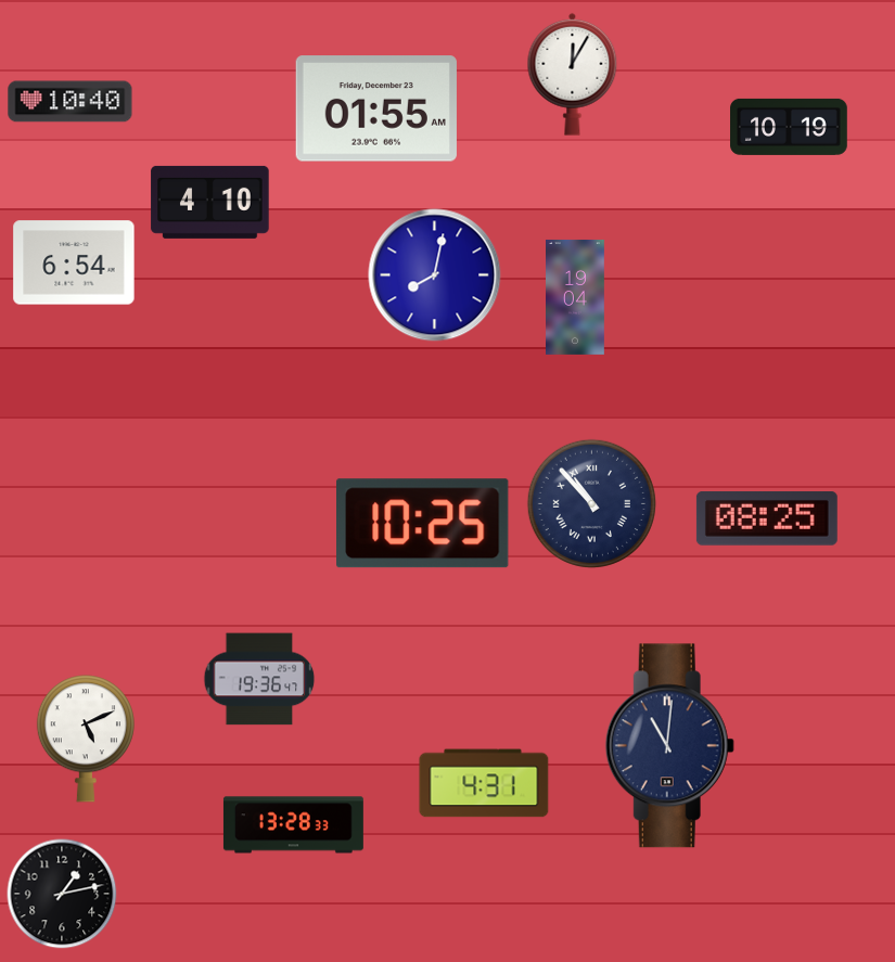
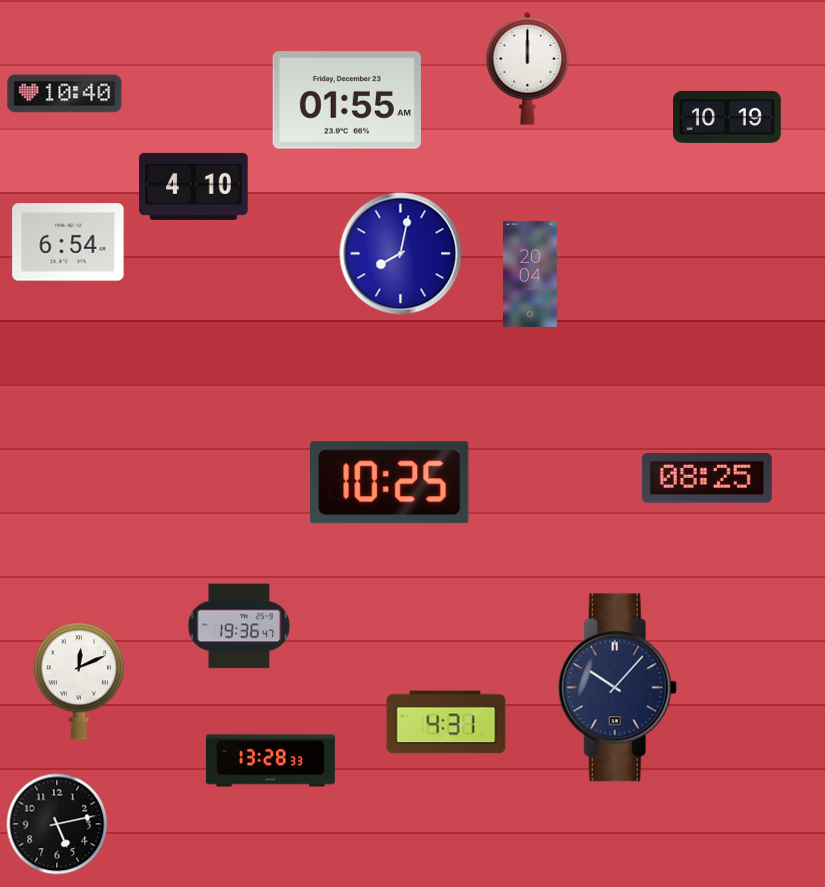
clock at (573, 74): 12:05 -> 12:00
clock at (576, 297): 19:04 -> 20:04
clock at (591, 503): 10:53 -> none
clock at (86, 739): 5:11 -> 12:11
clock at (669, 746): 11:01 -> 10:07
clock at (62, 894): 1:13 -> 5:13
